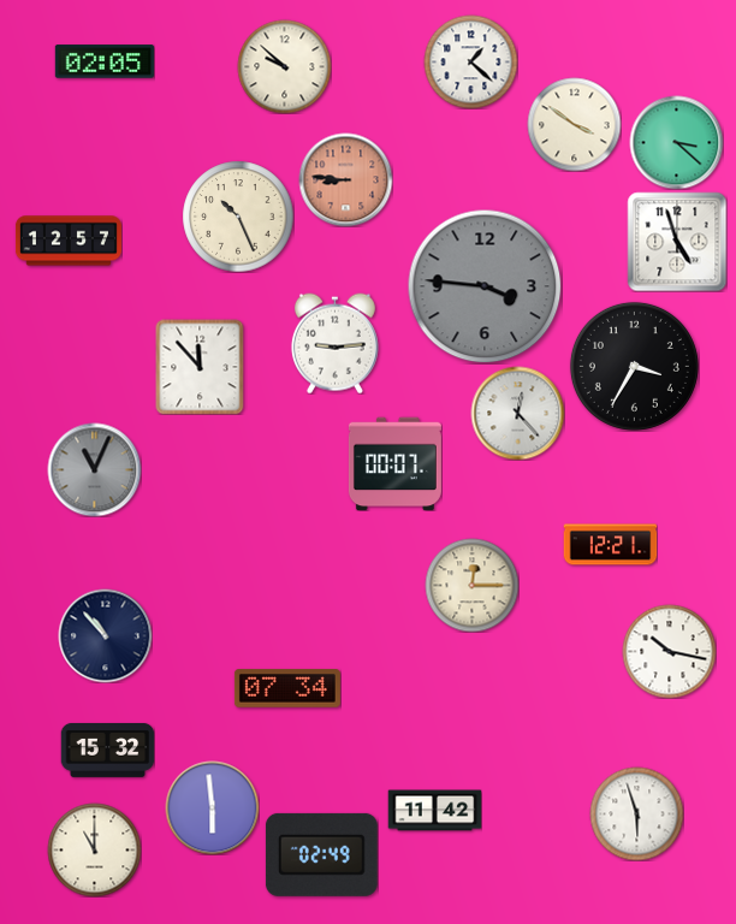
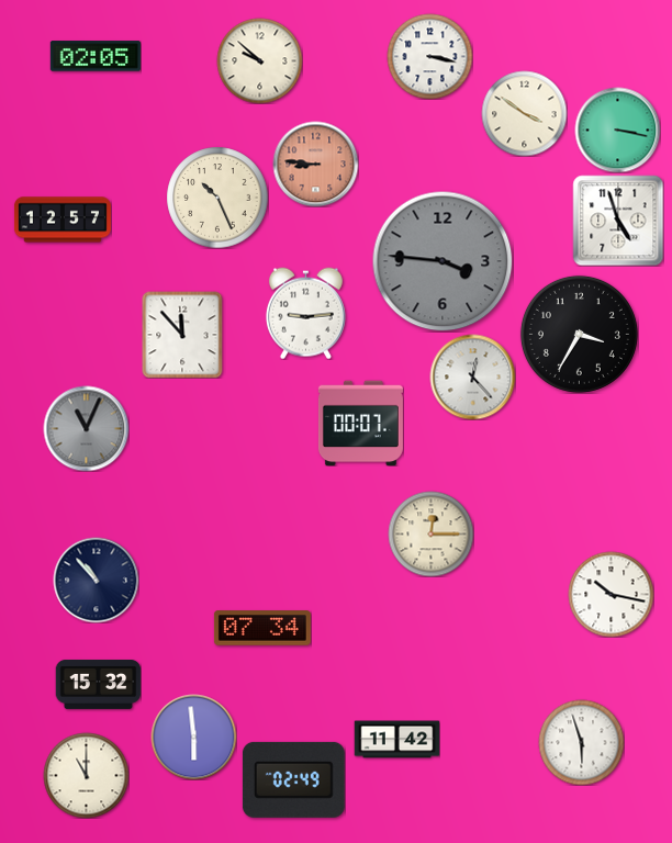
clock at (470, 61): 1:22 -> 3:17
clock at (676, 142): 3:22 -> 3:17
clock at (610, 545): 12:21 -> none
